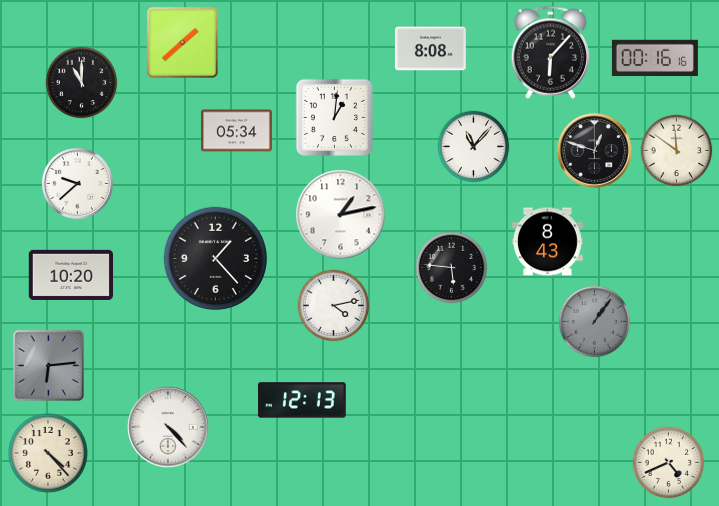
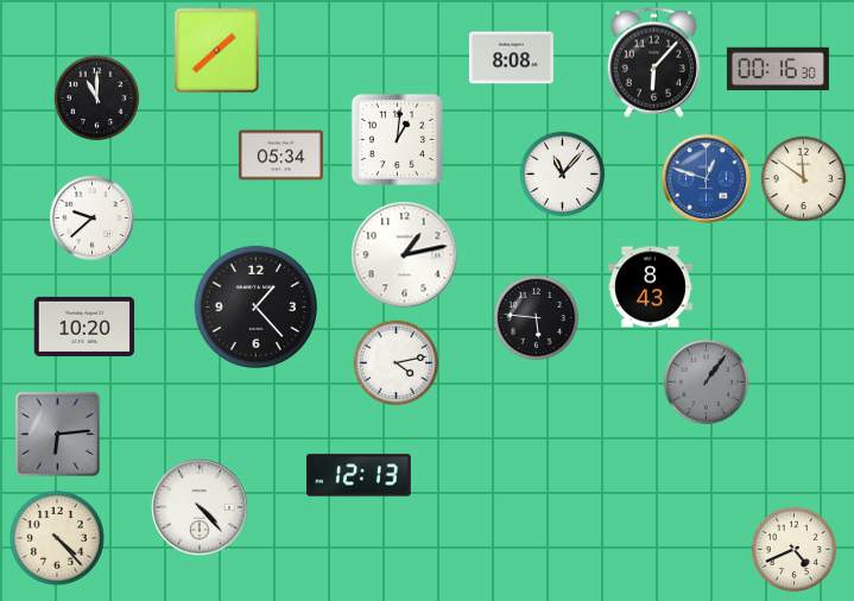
clock at (655, 58): 00:16:16 -> 00:16:30
clock at (595, 151) dial: black -> blue
